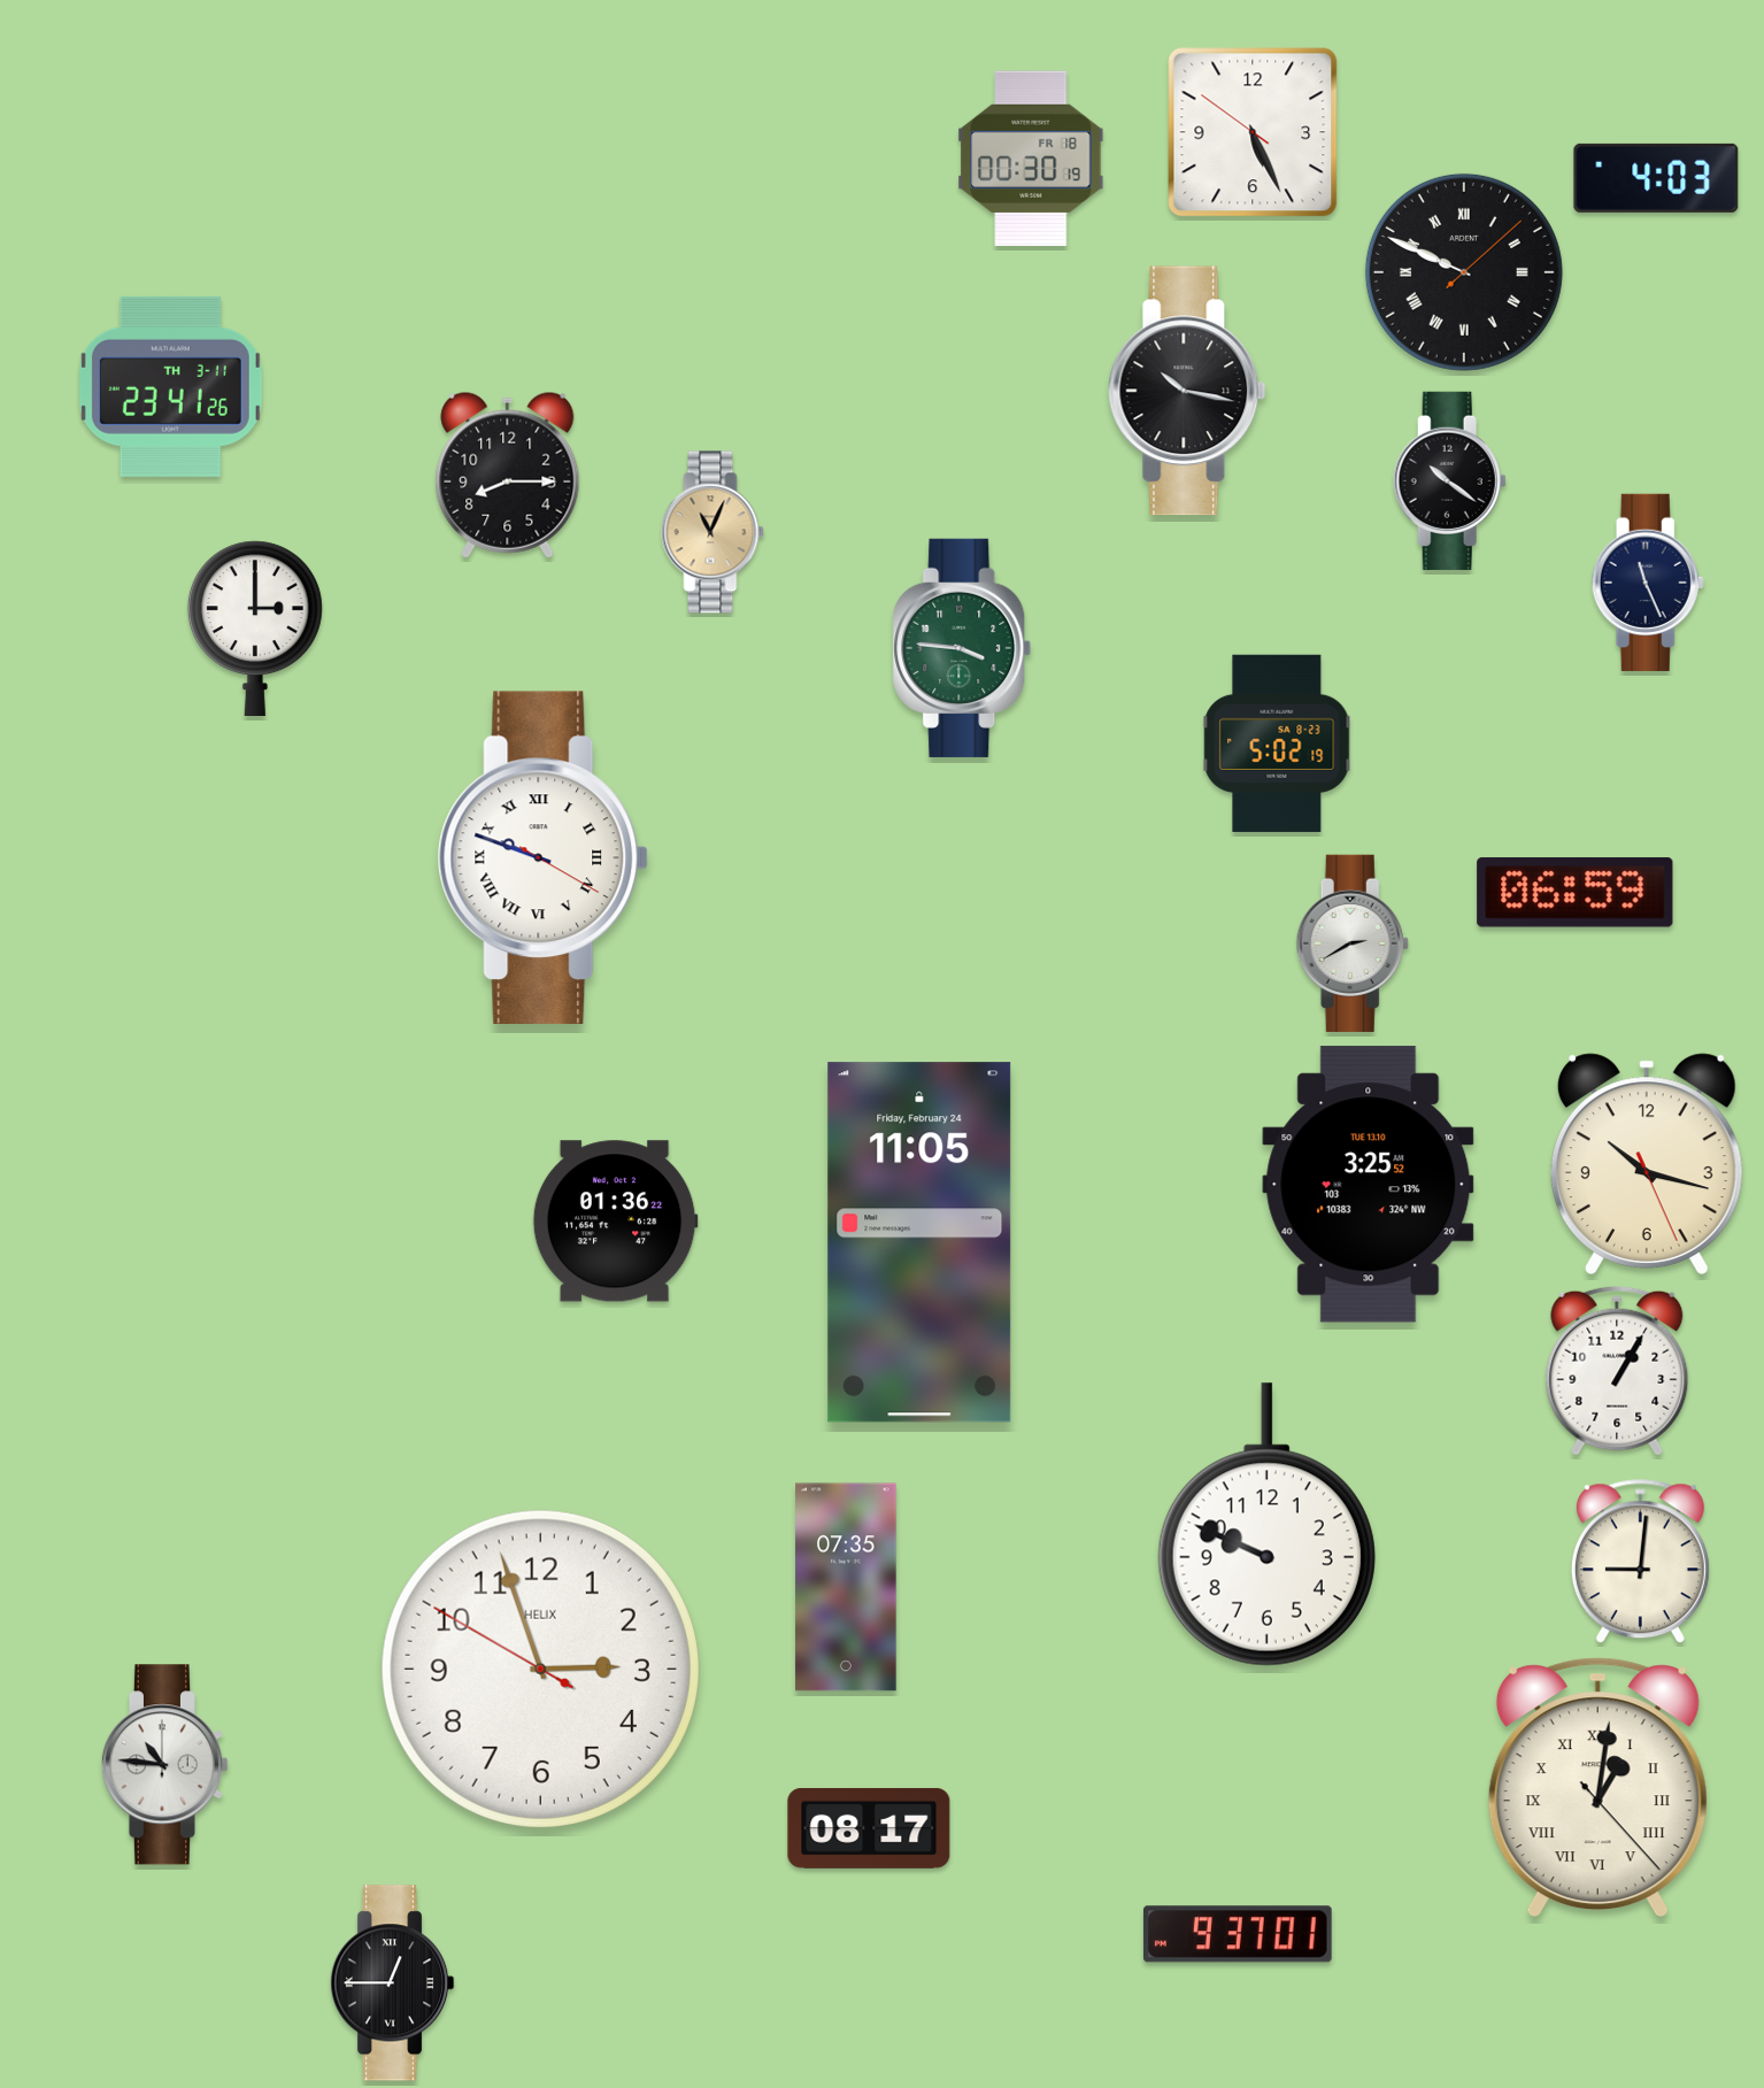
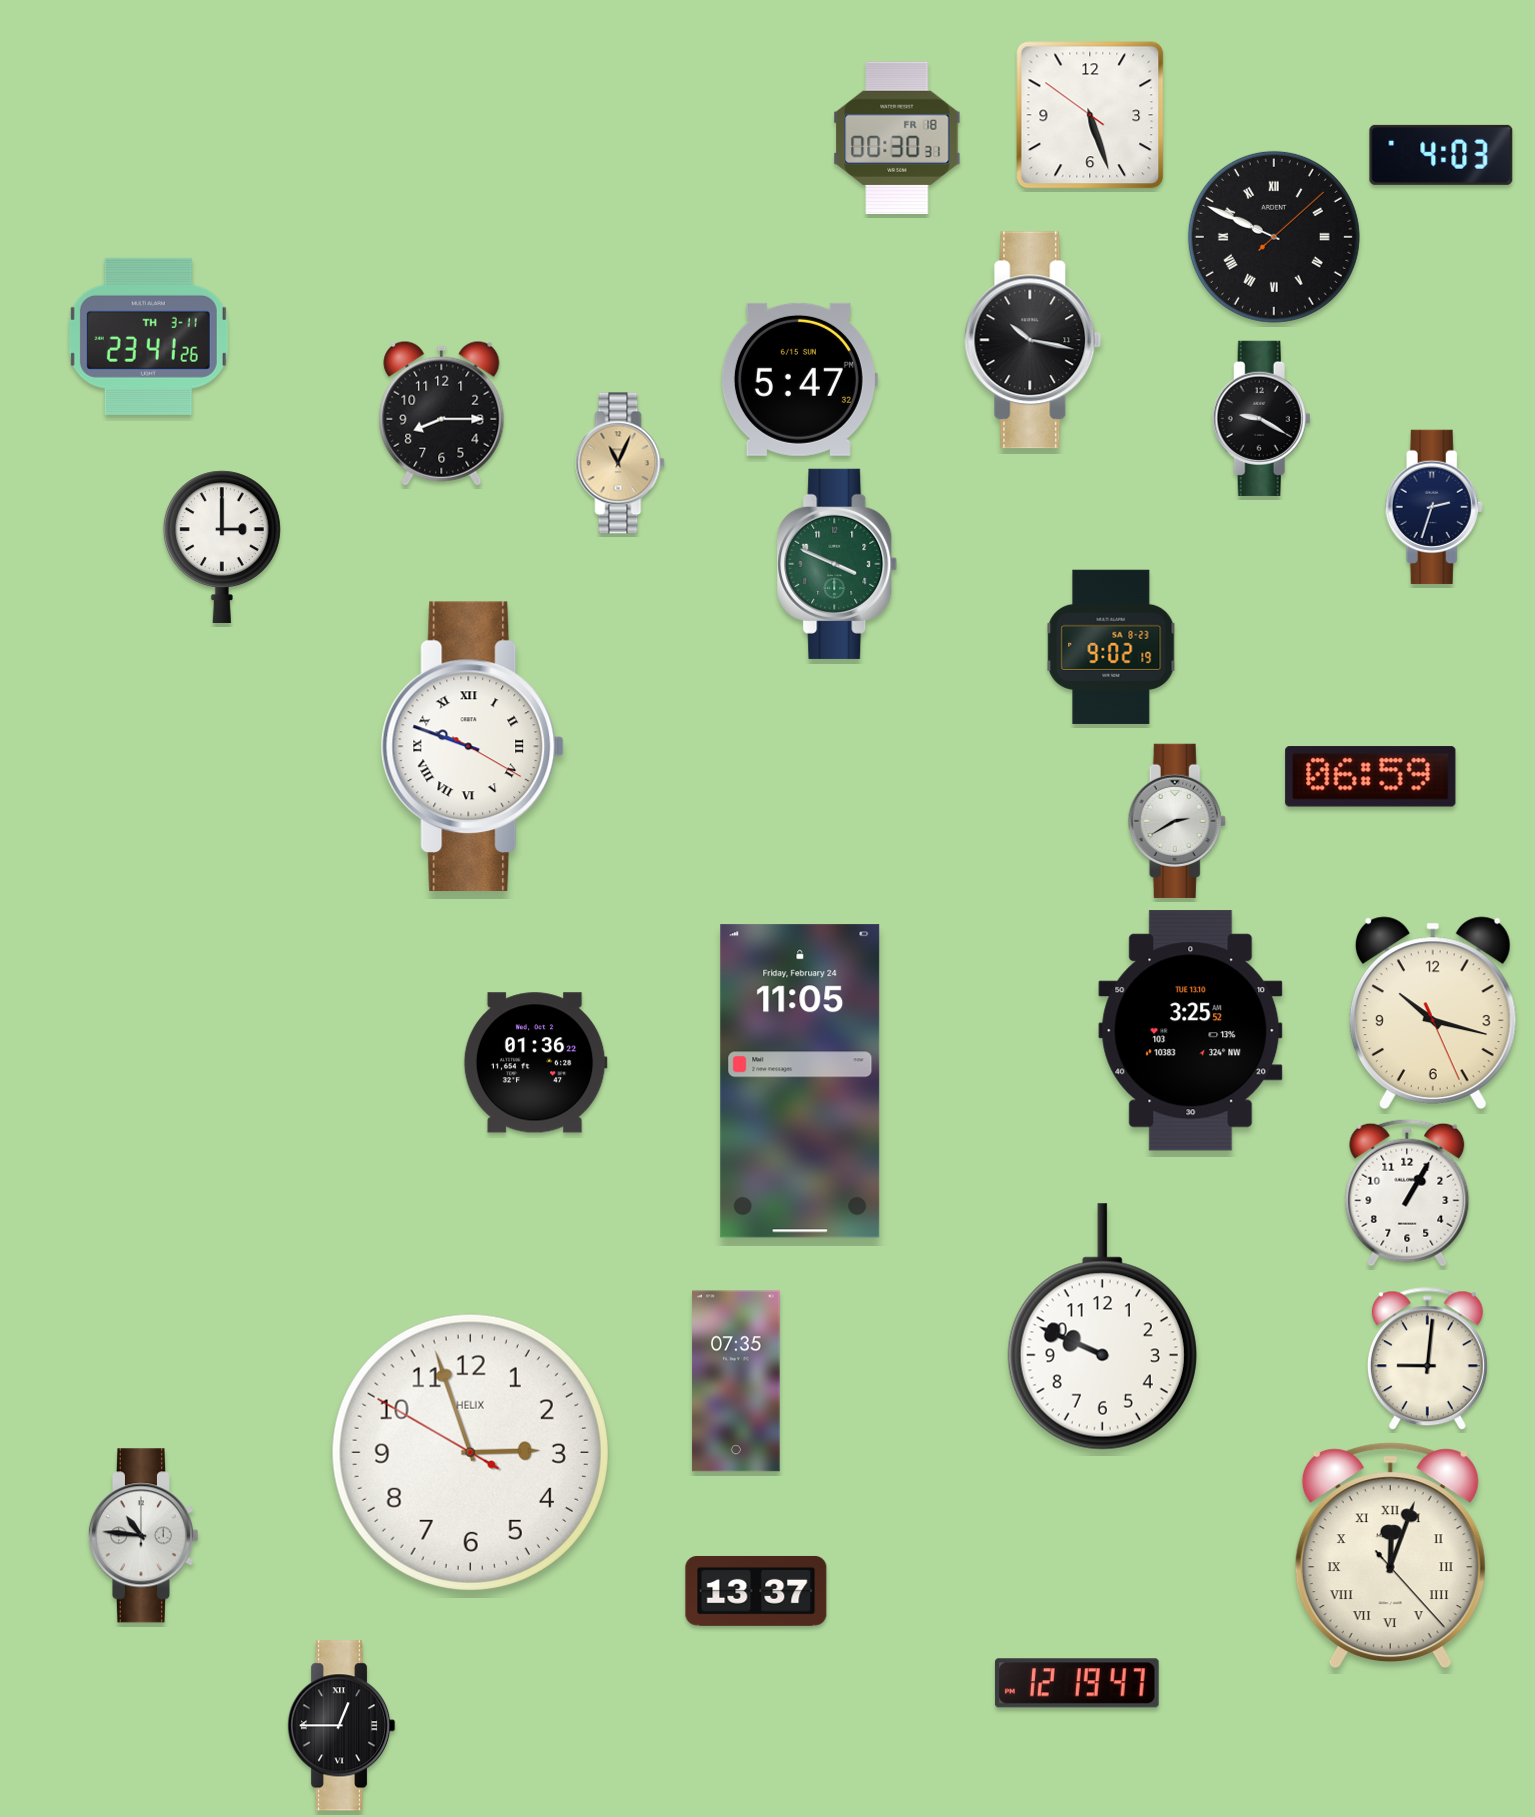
clock at (1253, 132): 5:25 -> 5:26
clock at (1031, 159): 00:30:19 -> 00:30:31
clock at (799, 379): none -> 5:47
clock at (1449, 480): 10:21 -> 9:20
clock at (1648, 583): 11:26 -> 2:33
clock at (962, 648): 3:46 -> 3:49
clock at (1277, 743): 5:02 -> 9:02
clock at (1597, 1788): 1:01 -> 12:03
clock at (869, 1828): 08:17 -> 13:37
clock at (1238, 1934): 9:37 -> 12:19
